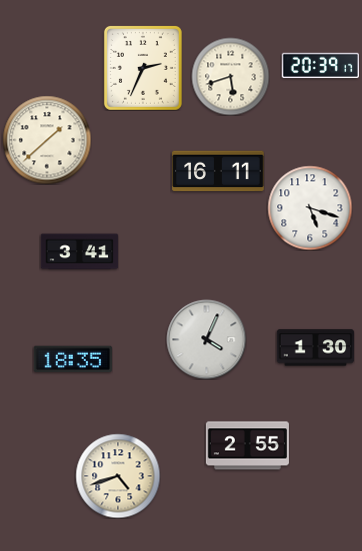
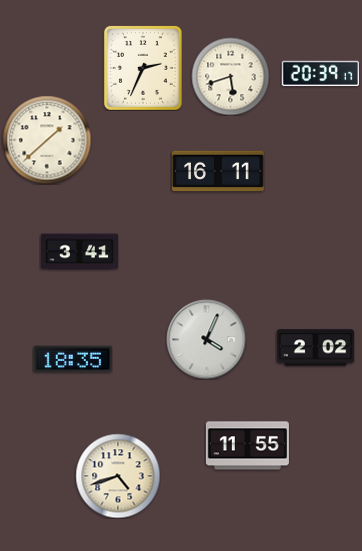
clock at (320, 66) position: (320, 66) -> (320, 74)
clock at (310, 208): 5:18 -> none
clock at (315, 348): 1:30 -> 2:02
clock at (247, 446): 2:55 -> 11:55
